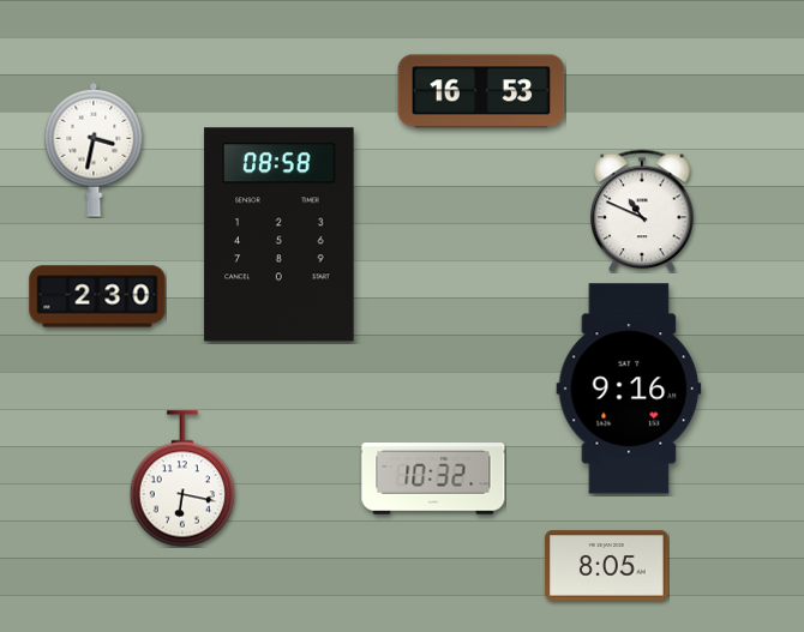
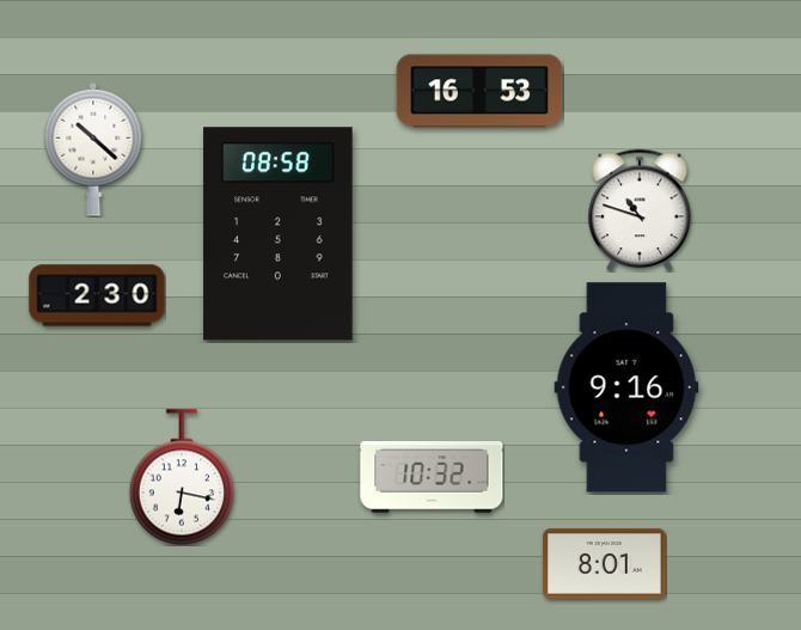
clock at (94, 150): 3:32 -> 10:22
clock at (642, 211): 10:49 -> 10:48
clock at (607, 566): 8:05 -> 8:01
